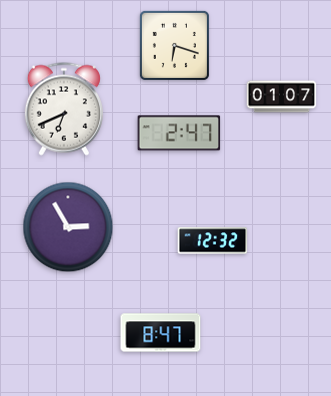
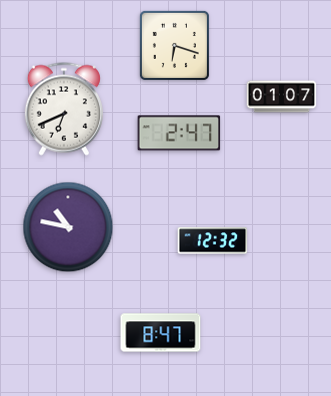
clock at (68, 227): 2:55 -> 10:47
